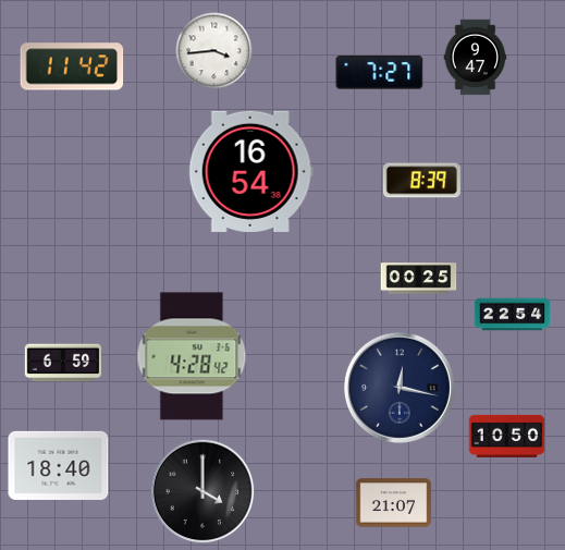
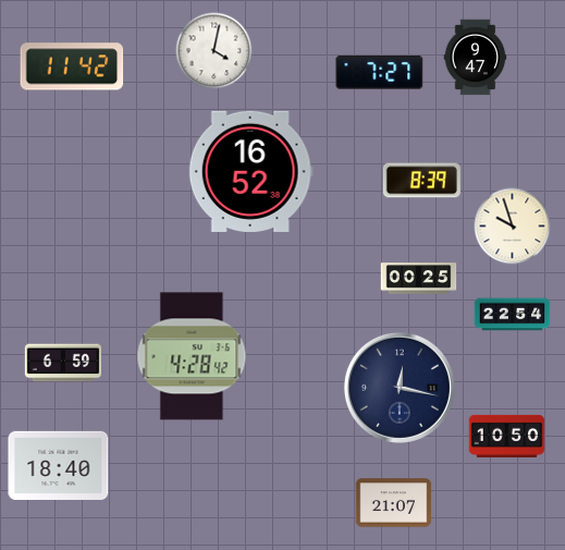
clock at (214, 51): 3:44 -> 4:02
clock at (250, 171): 16:54 -> 16:52
clock at (513, 227): none -> 9:57
clock at (202, 491): 4:00 -> none
